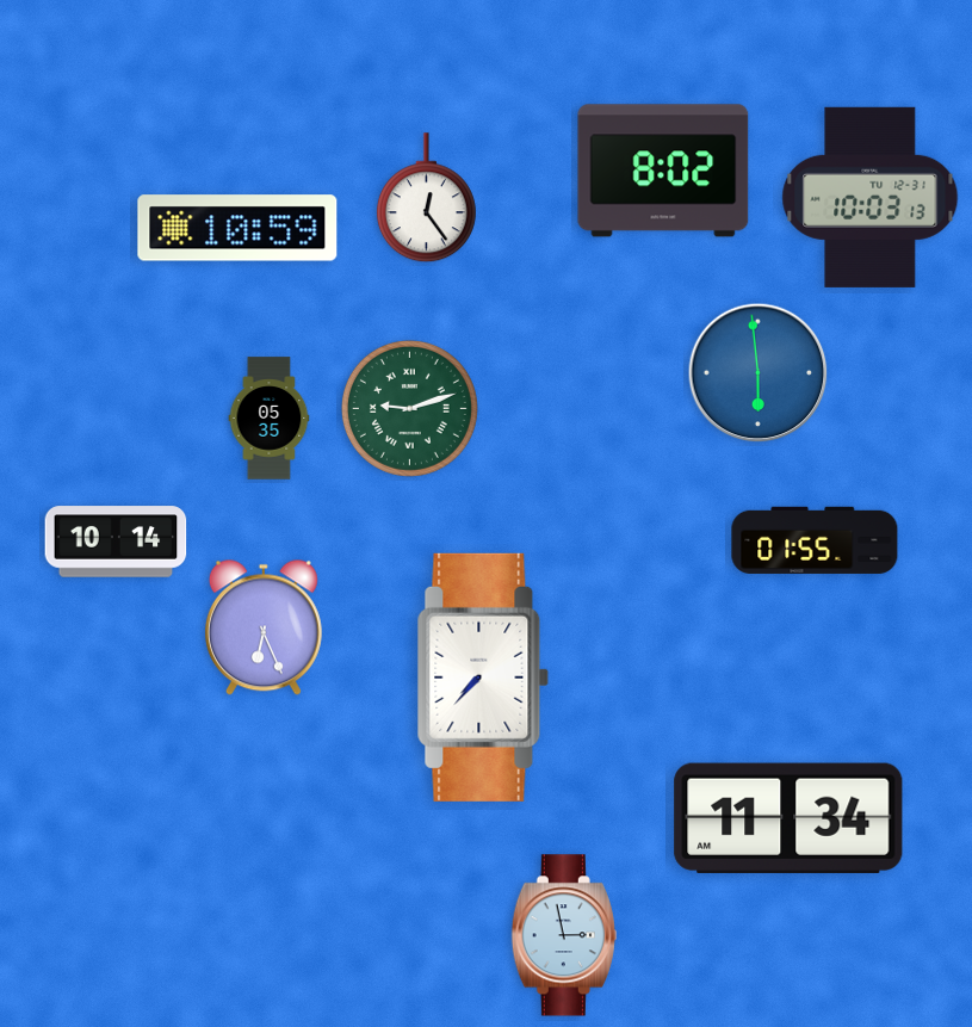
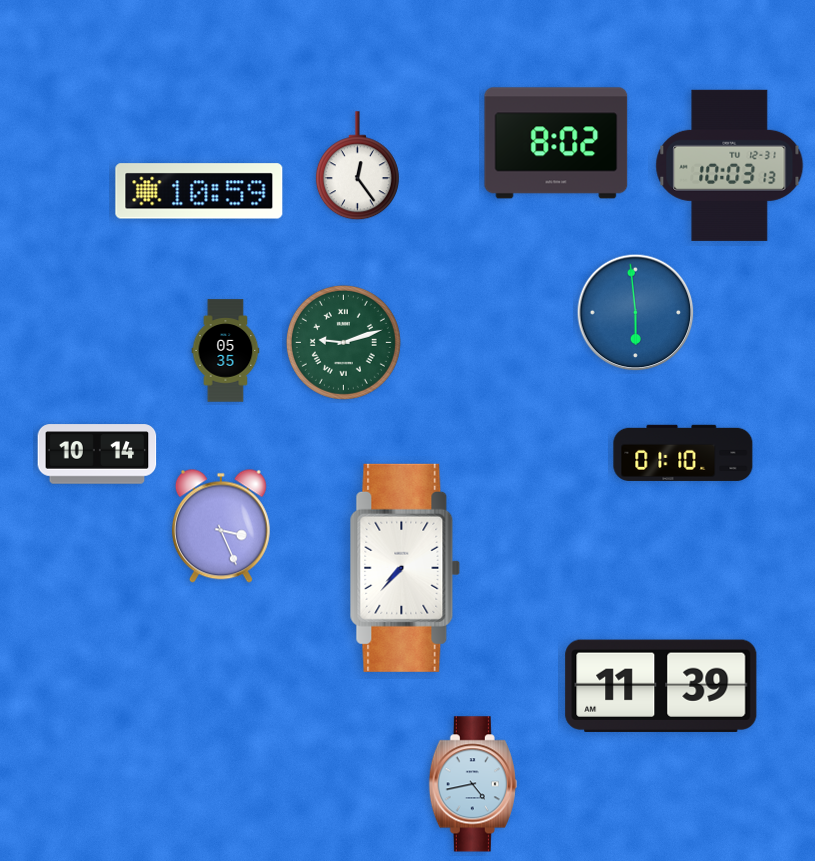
clock at (815, 540): 01:55 -> 01:10
clock at (264, 627): 6:26 -> 3:26
clock at (788, 818): 11:34 -> 11:39
clock at (564, 935): 2:58 -> 4:43
